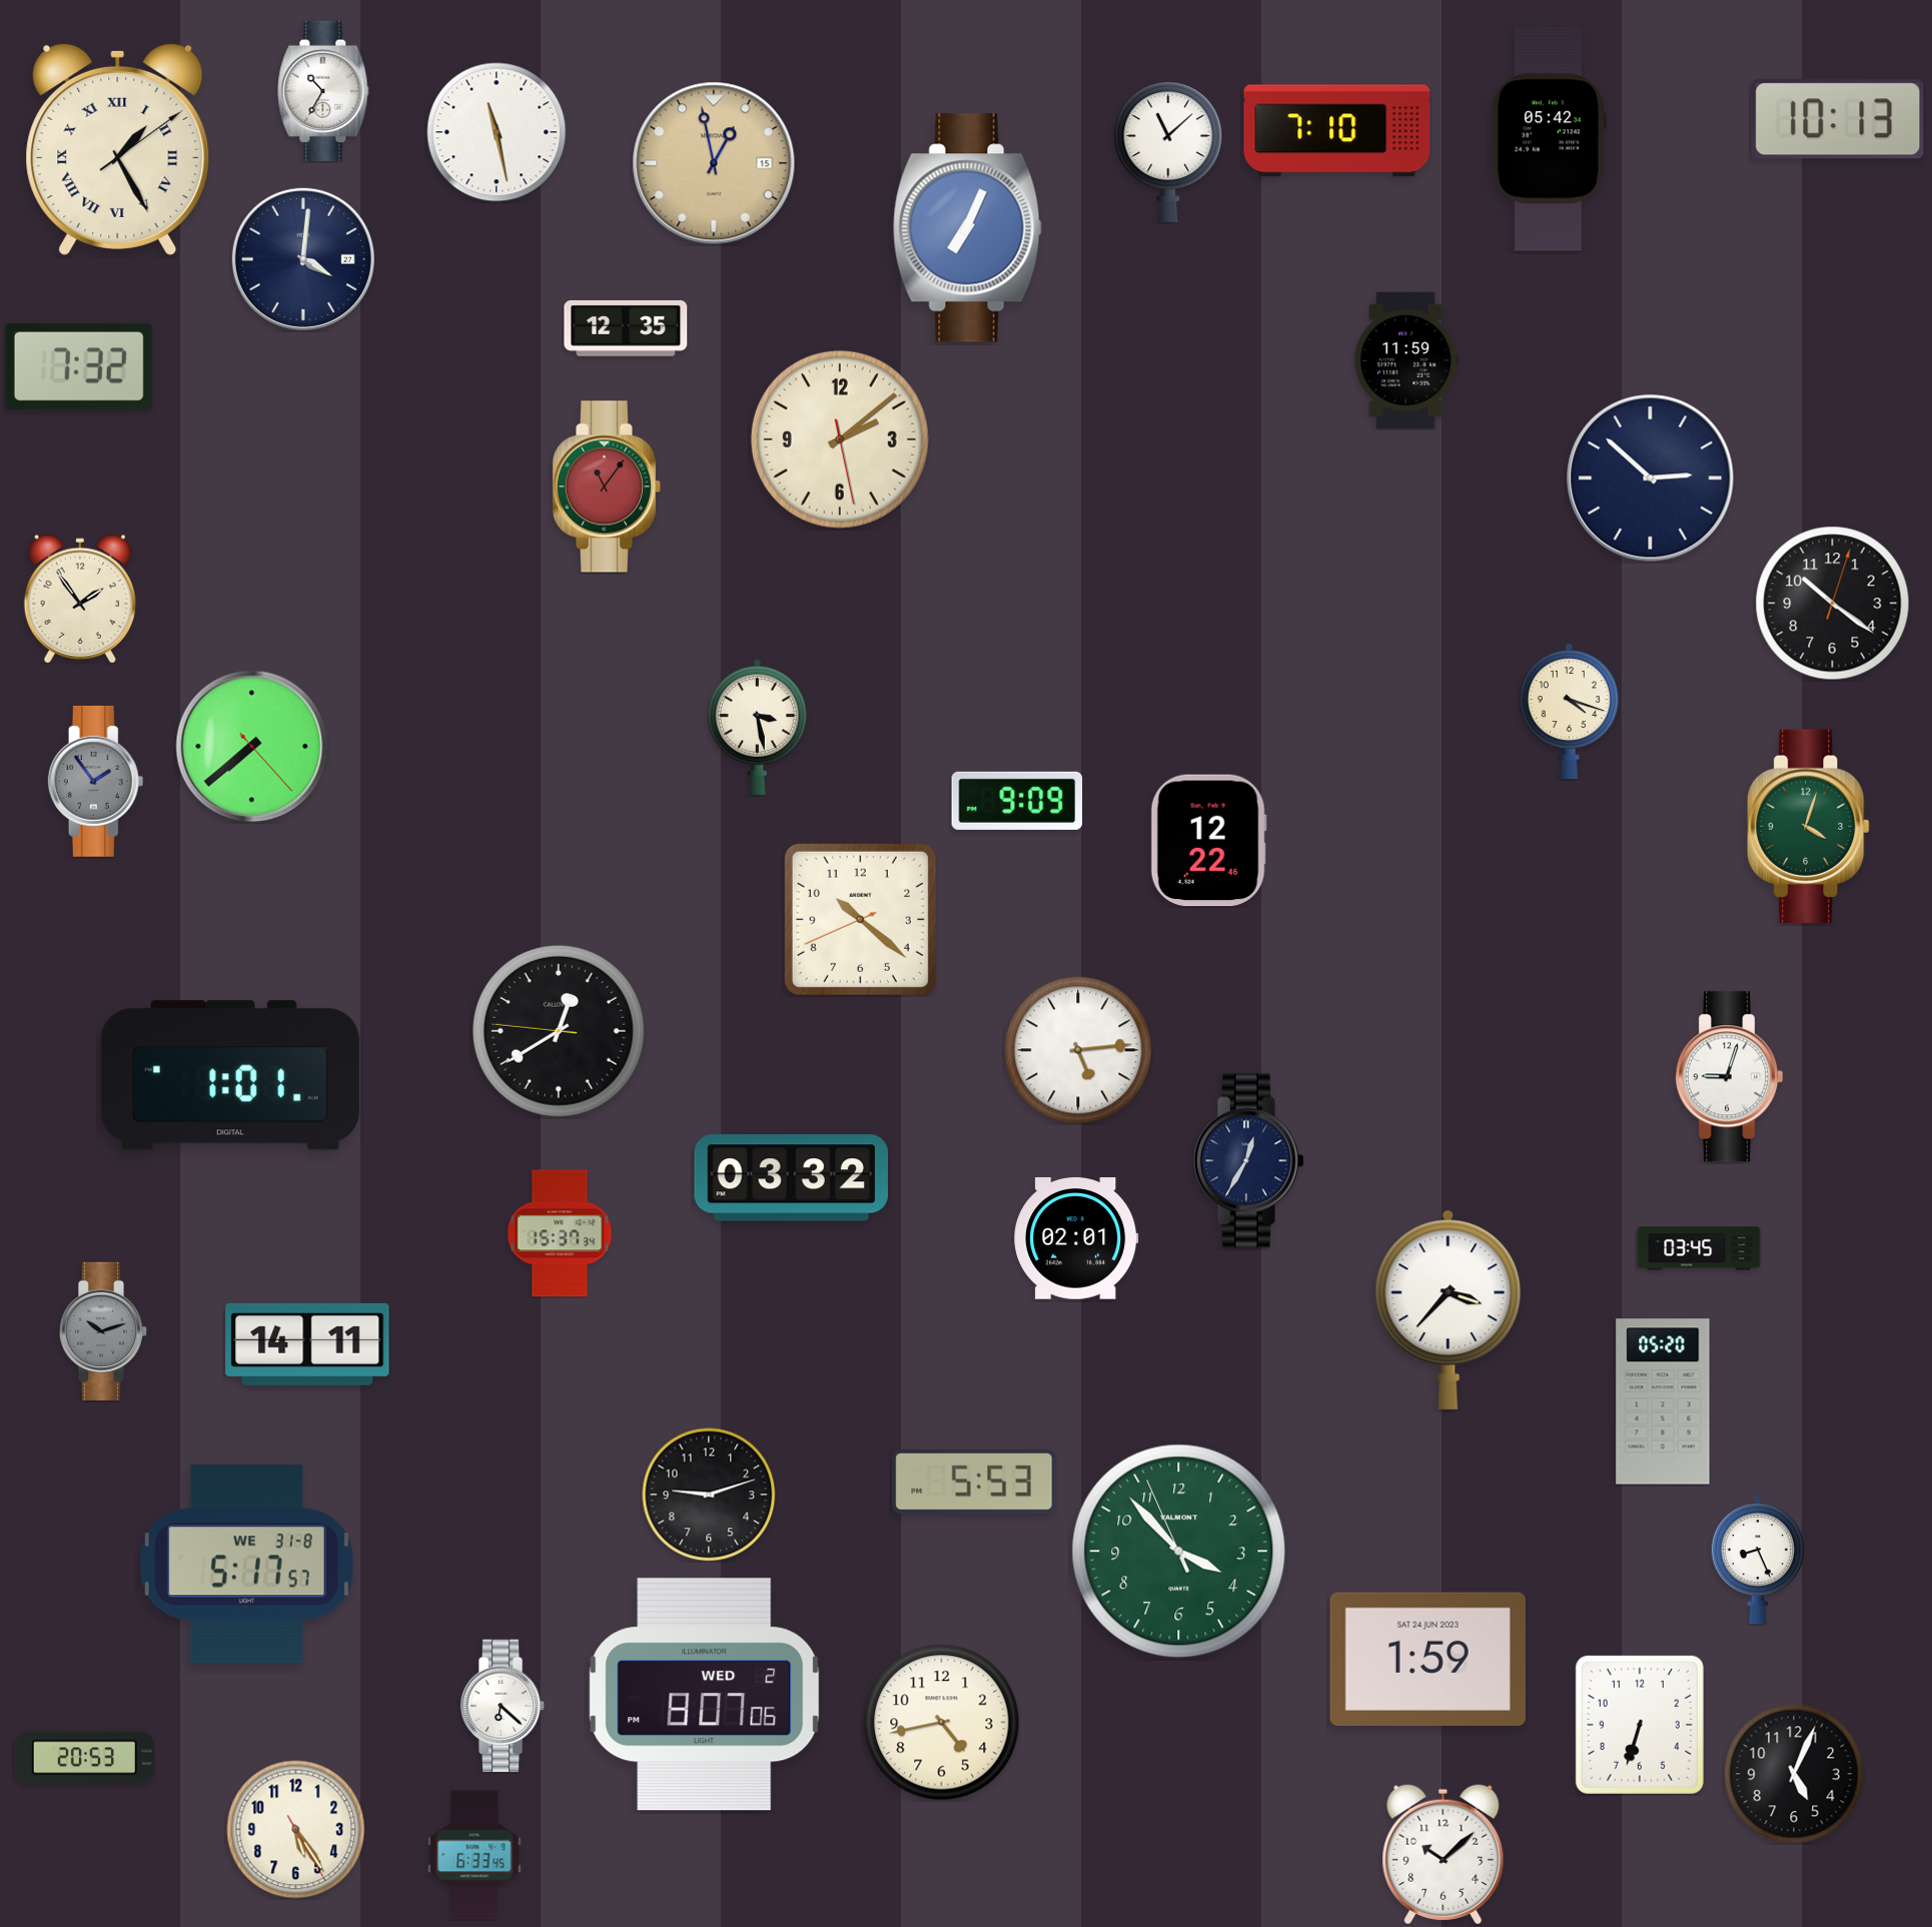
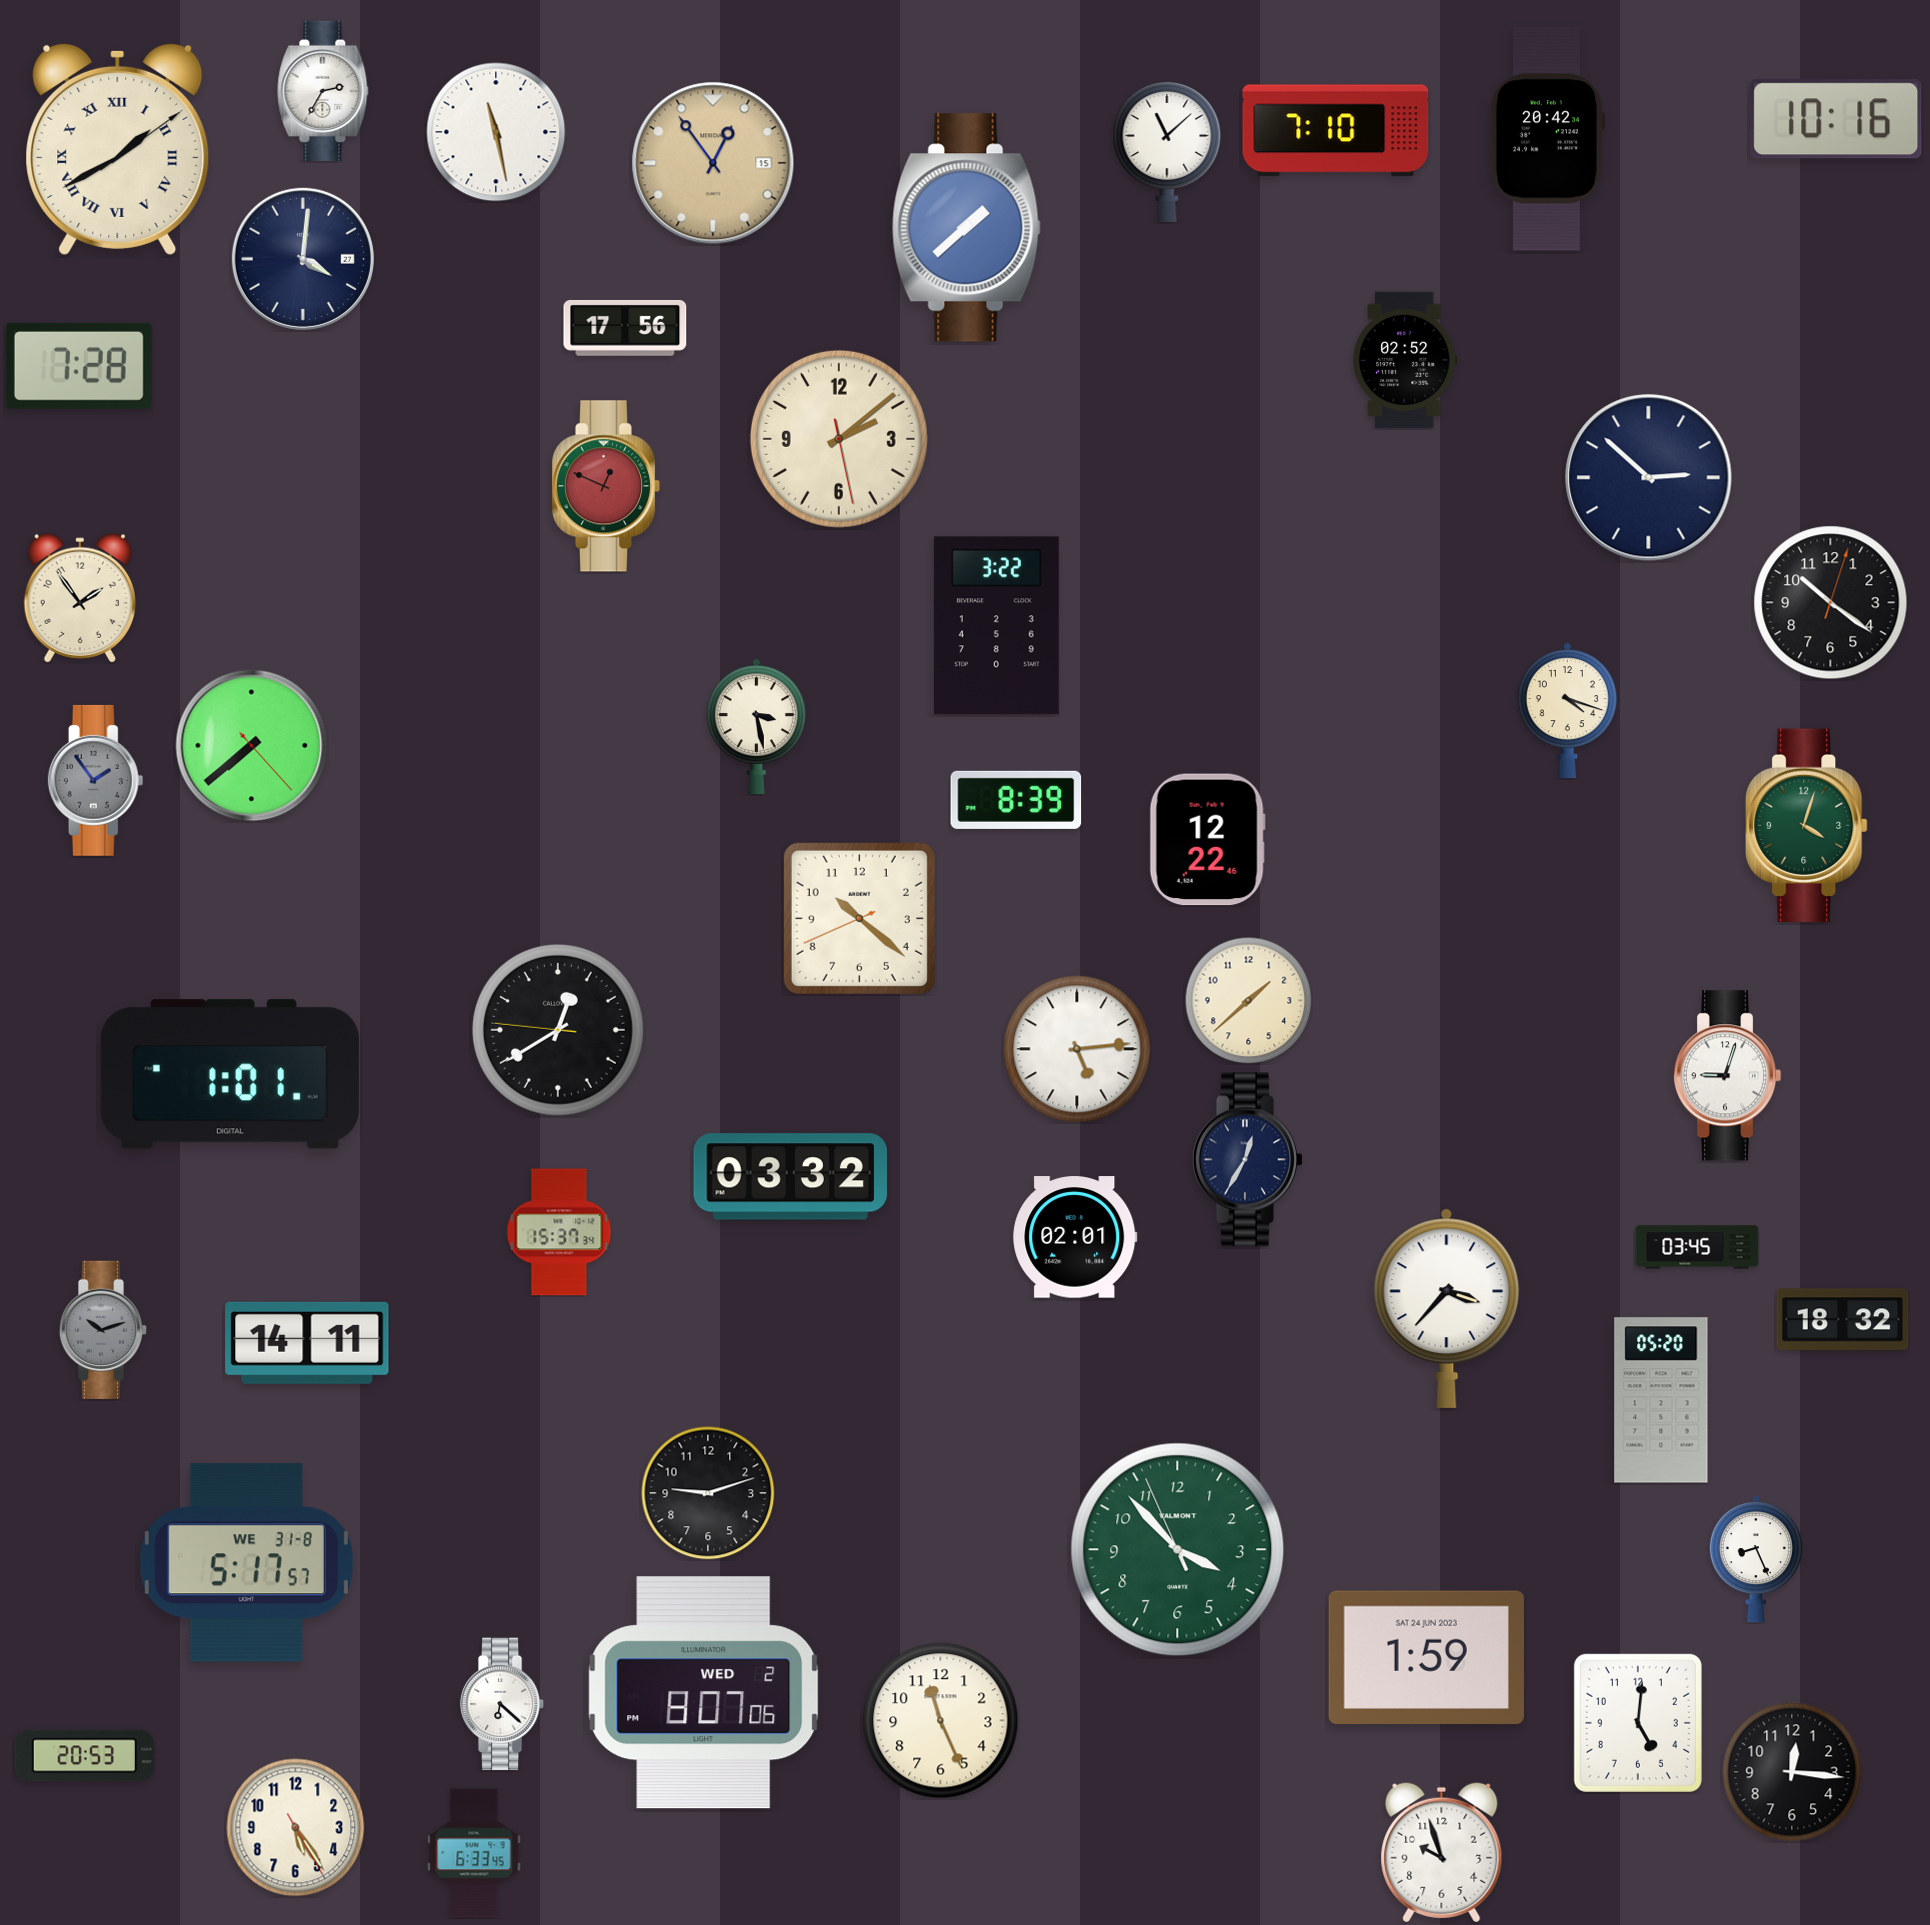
clock at (323, 91): 10:35 -> 2:35
clock at (1838, 119): 10:13 -> 10:16
clock at (1549, 139): 05:42 -> 20:42
clock at (118, 149): 1:25 -> 1:40
clock at (714, 163): 12:58 -> 12:54
clock at (967, 228): 7:04 -> 1:38
clock at (626, 328): 12:35 -> 17:56
clock at (1406, 360): 11:59 -> 02:52
clock at (79, 366): 7:32 -> 7:28
clock at (607, 487): 11:06 -> 12:49
clock at (996, 626): none -> 3:22
clock at (1017, 801): 9:09 -> 8:39
clock at (1248, 1000): none -> 1:38
clock at (1843, 1320): none -> 18:32
clock at (974, 1482): 5:53 -> none
clock at (942, 1723): 4:43 -> 11:26
clock at (1640, 1725): 6:33 -> 5:01
clock at (1794, 1774): 5:04 -> 12:16
clock at (1443, 1855): 10:08 -> 9:57
